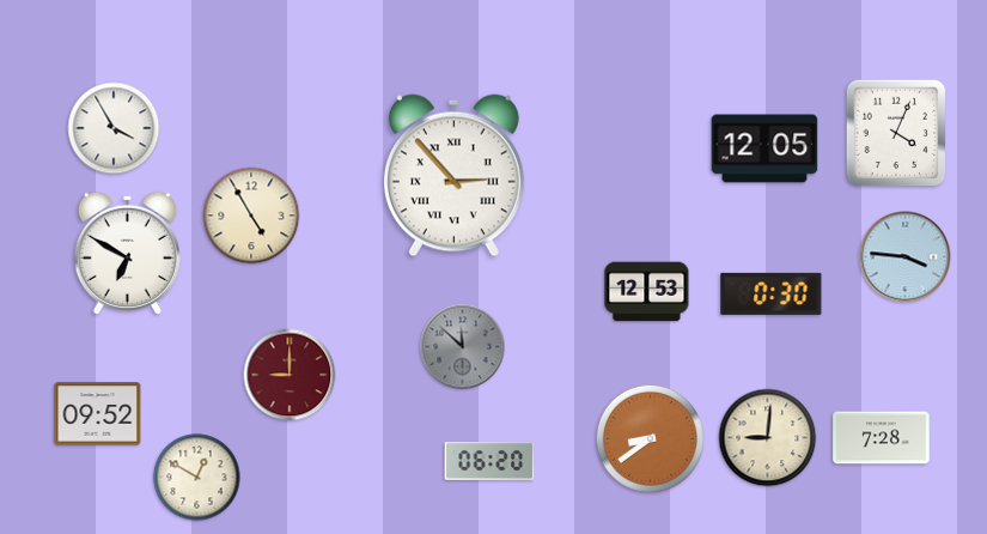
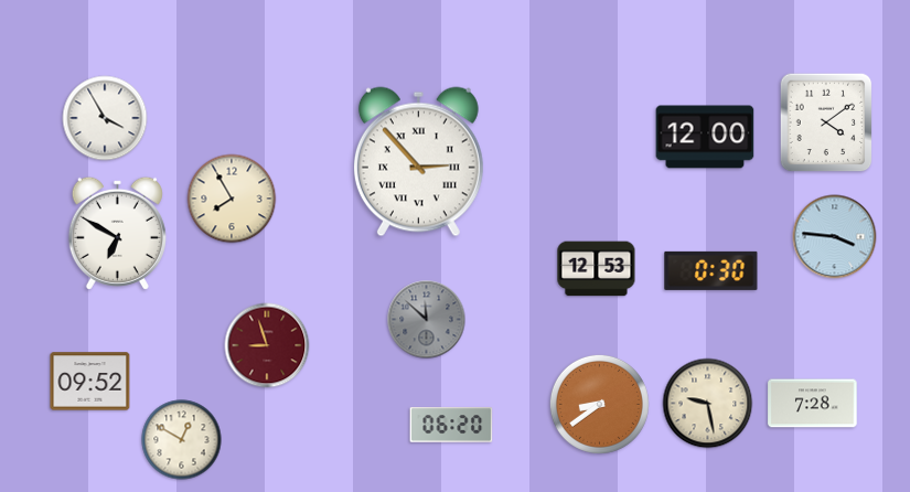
clock at (896, 133): 4:04 -> 4:09
clock at (764, 148): 12:05 -> 12:00
clock at (251, 216): 4:55 -> 7:55
clock at (290, 375): 9:00 -> 8:57
clock at (768, 438): 9:01 -> 9:28
